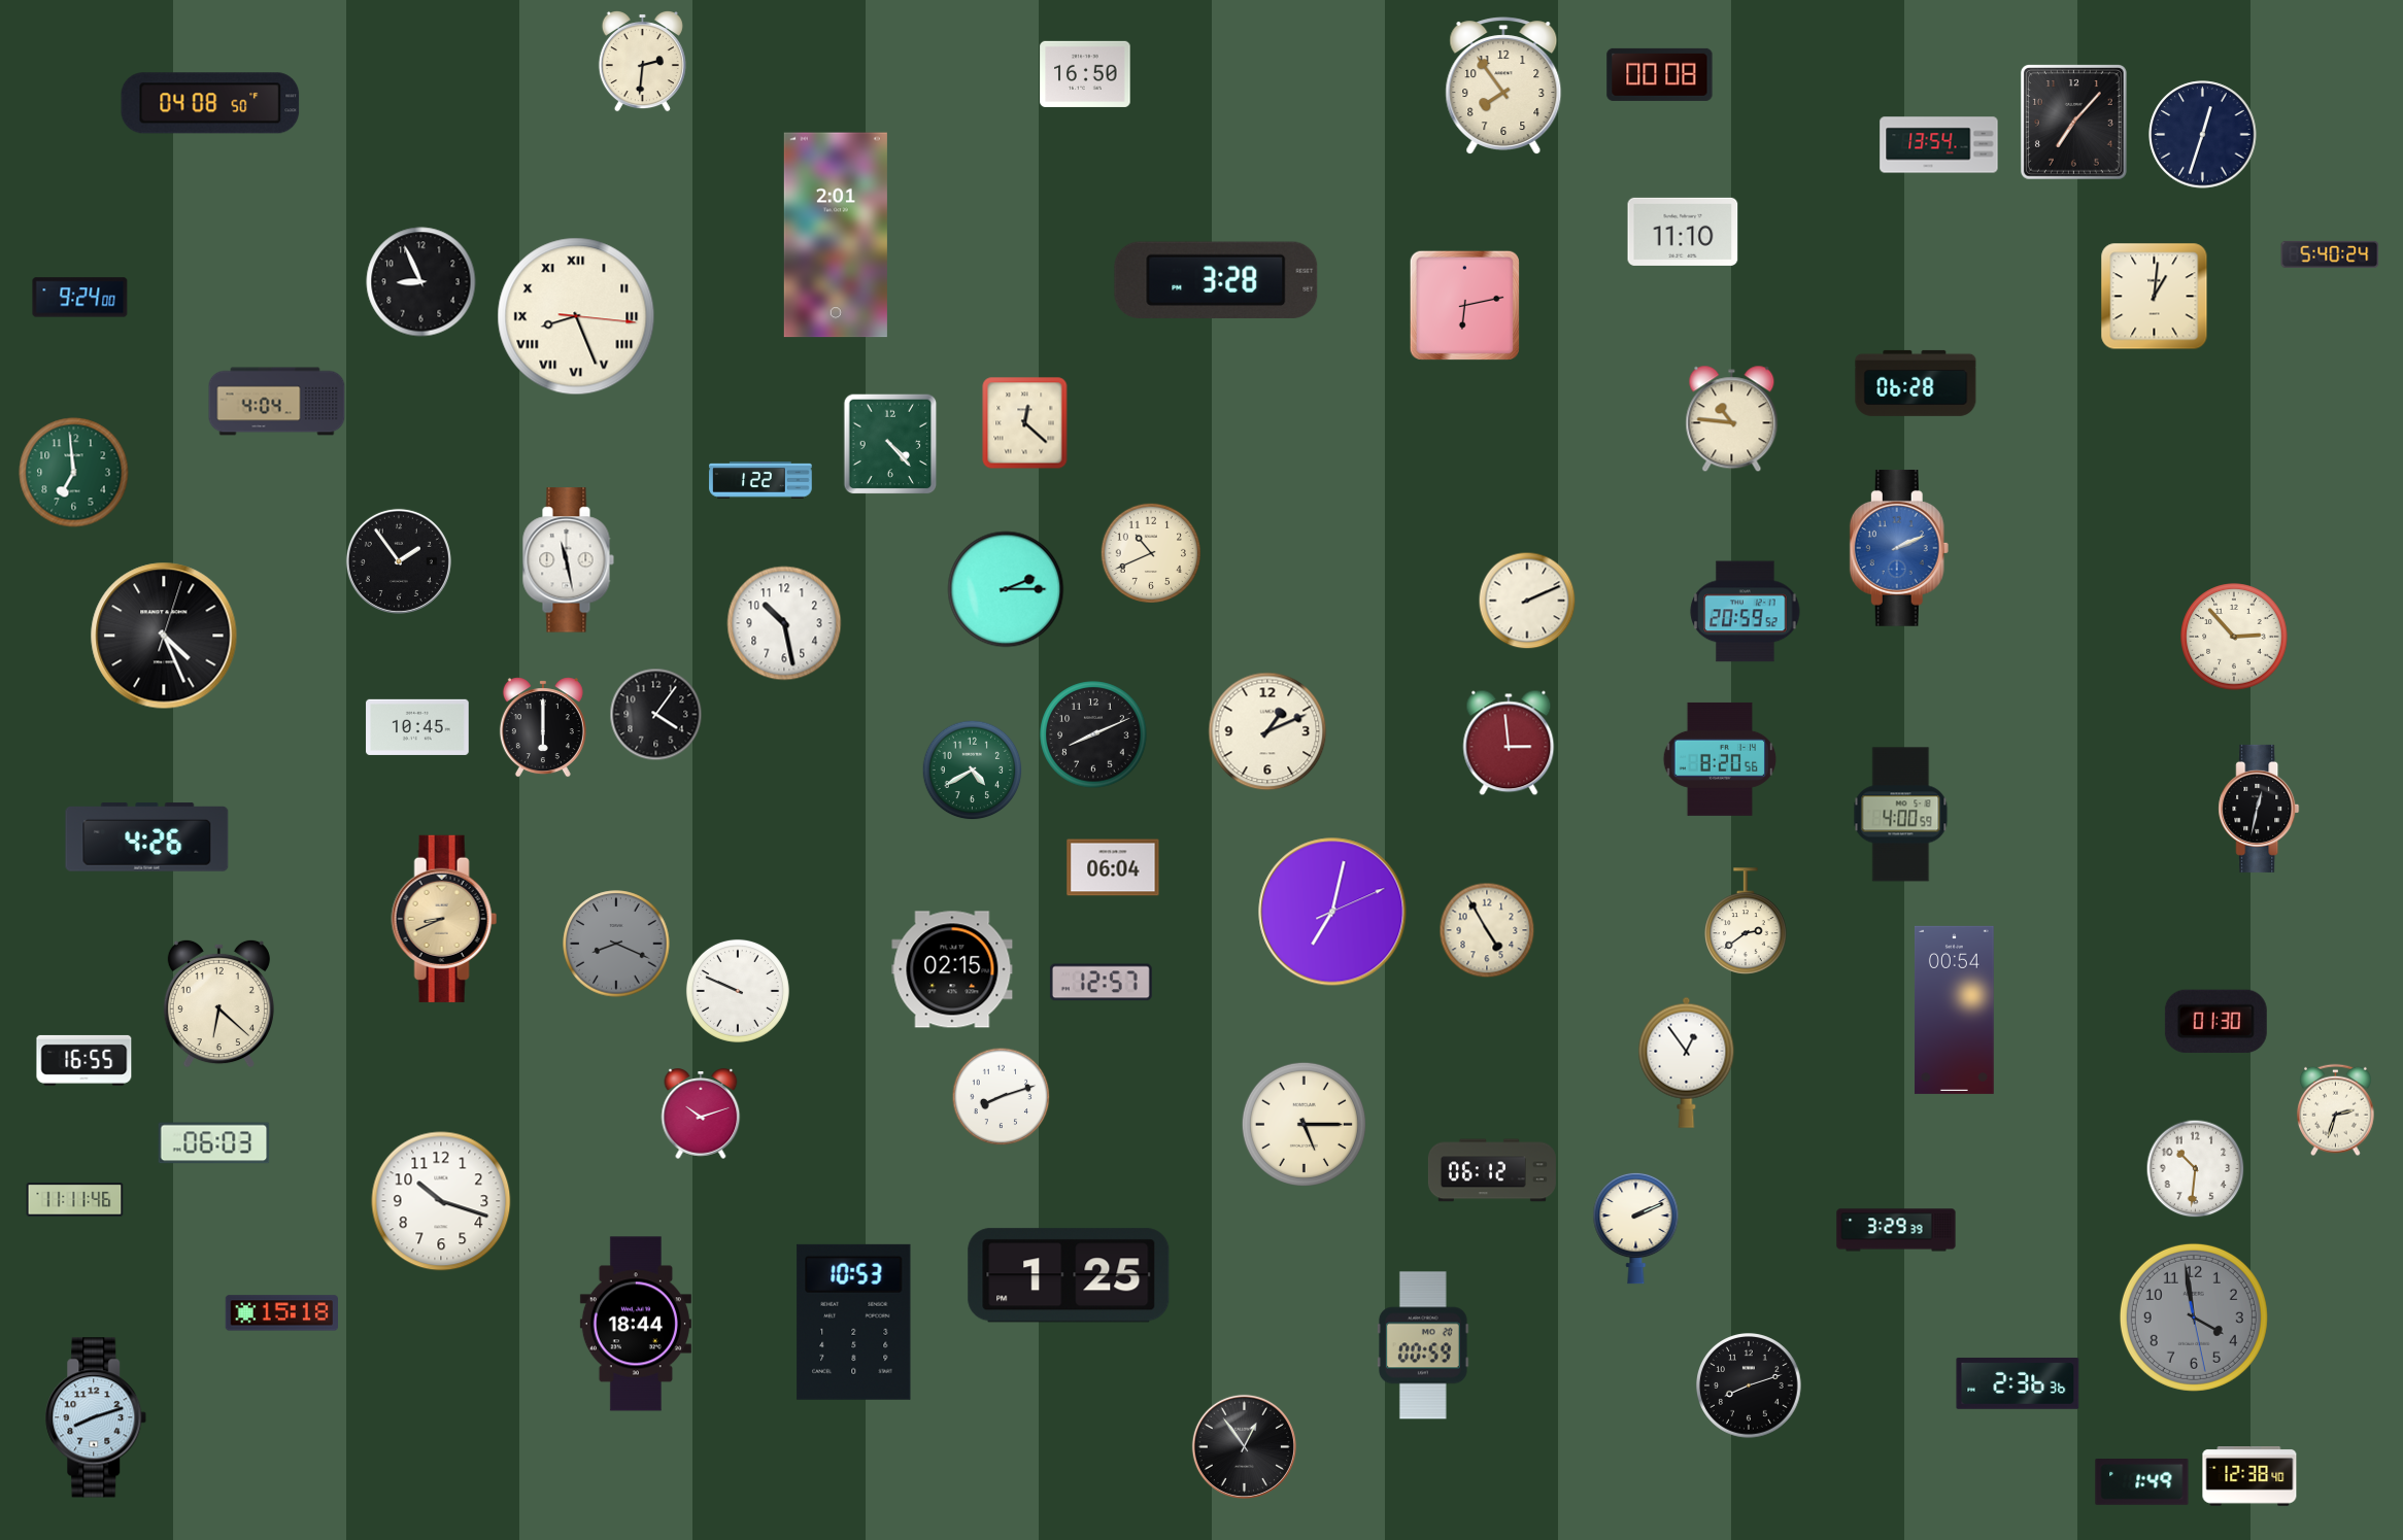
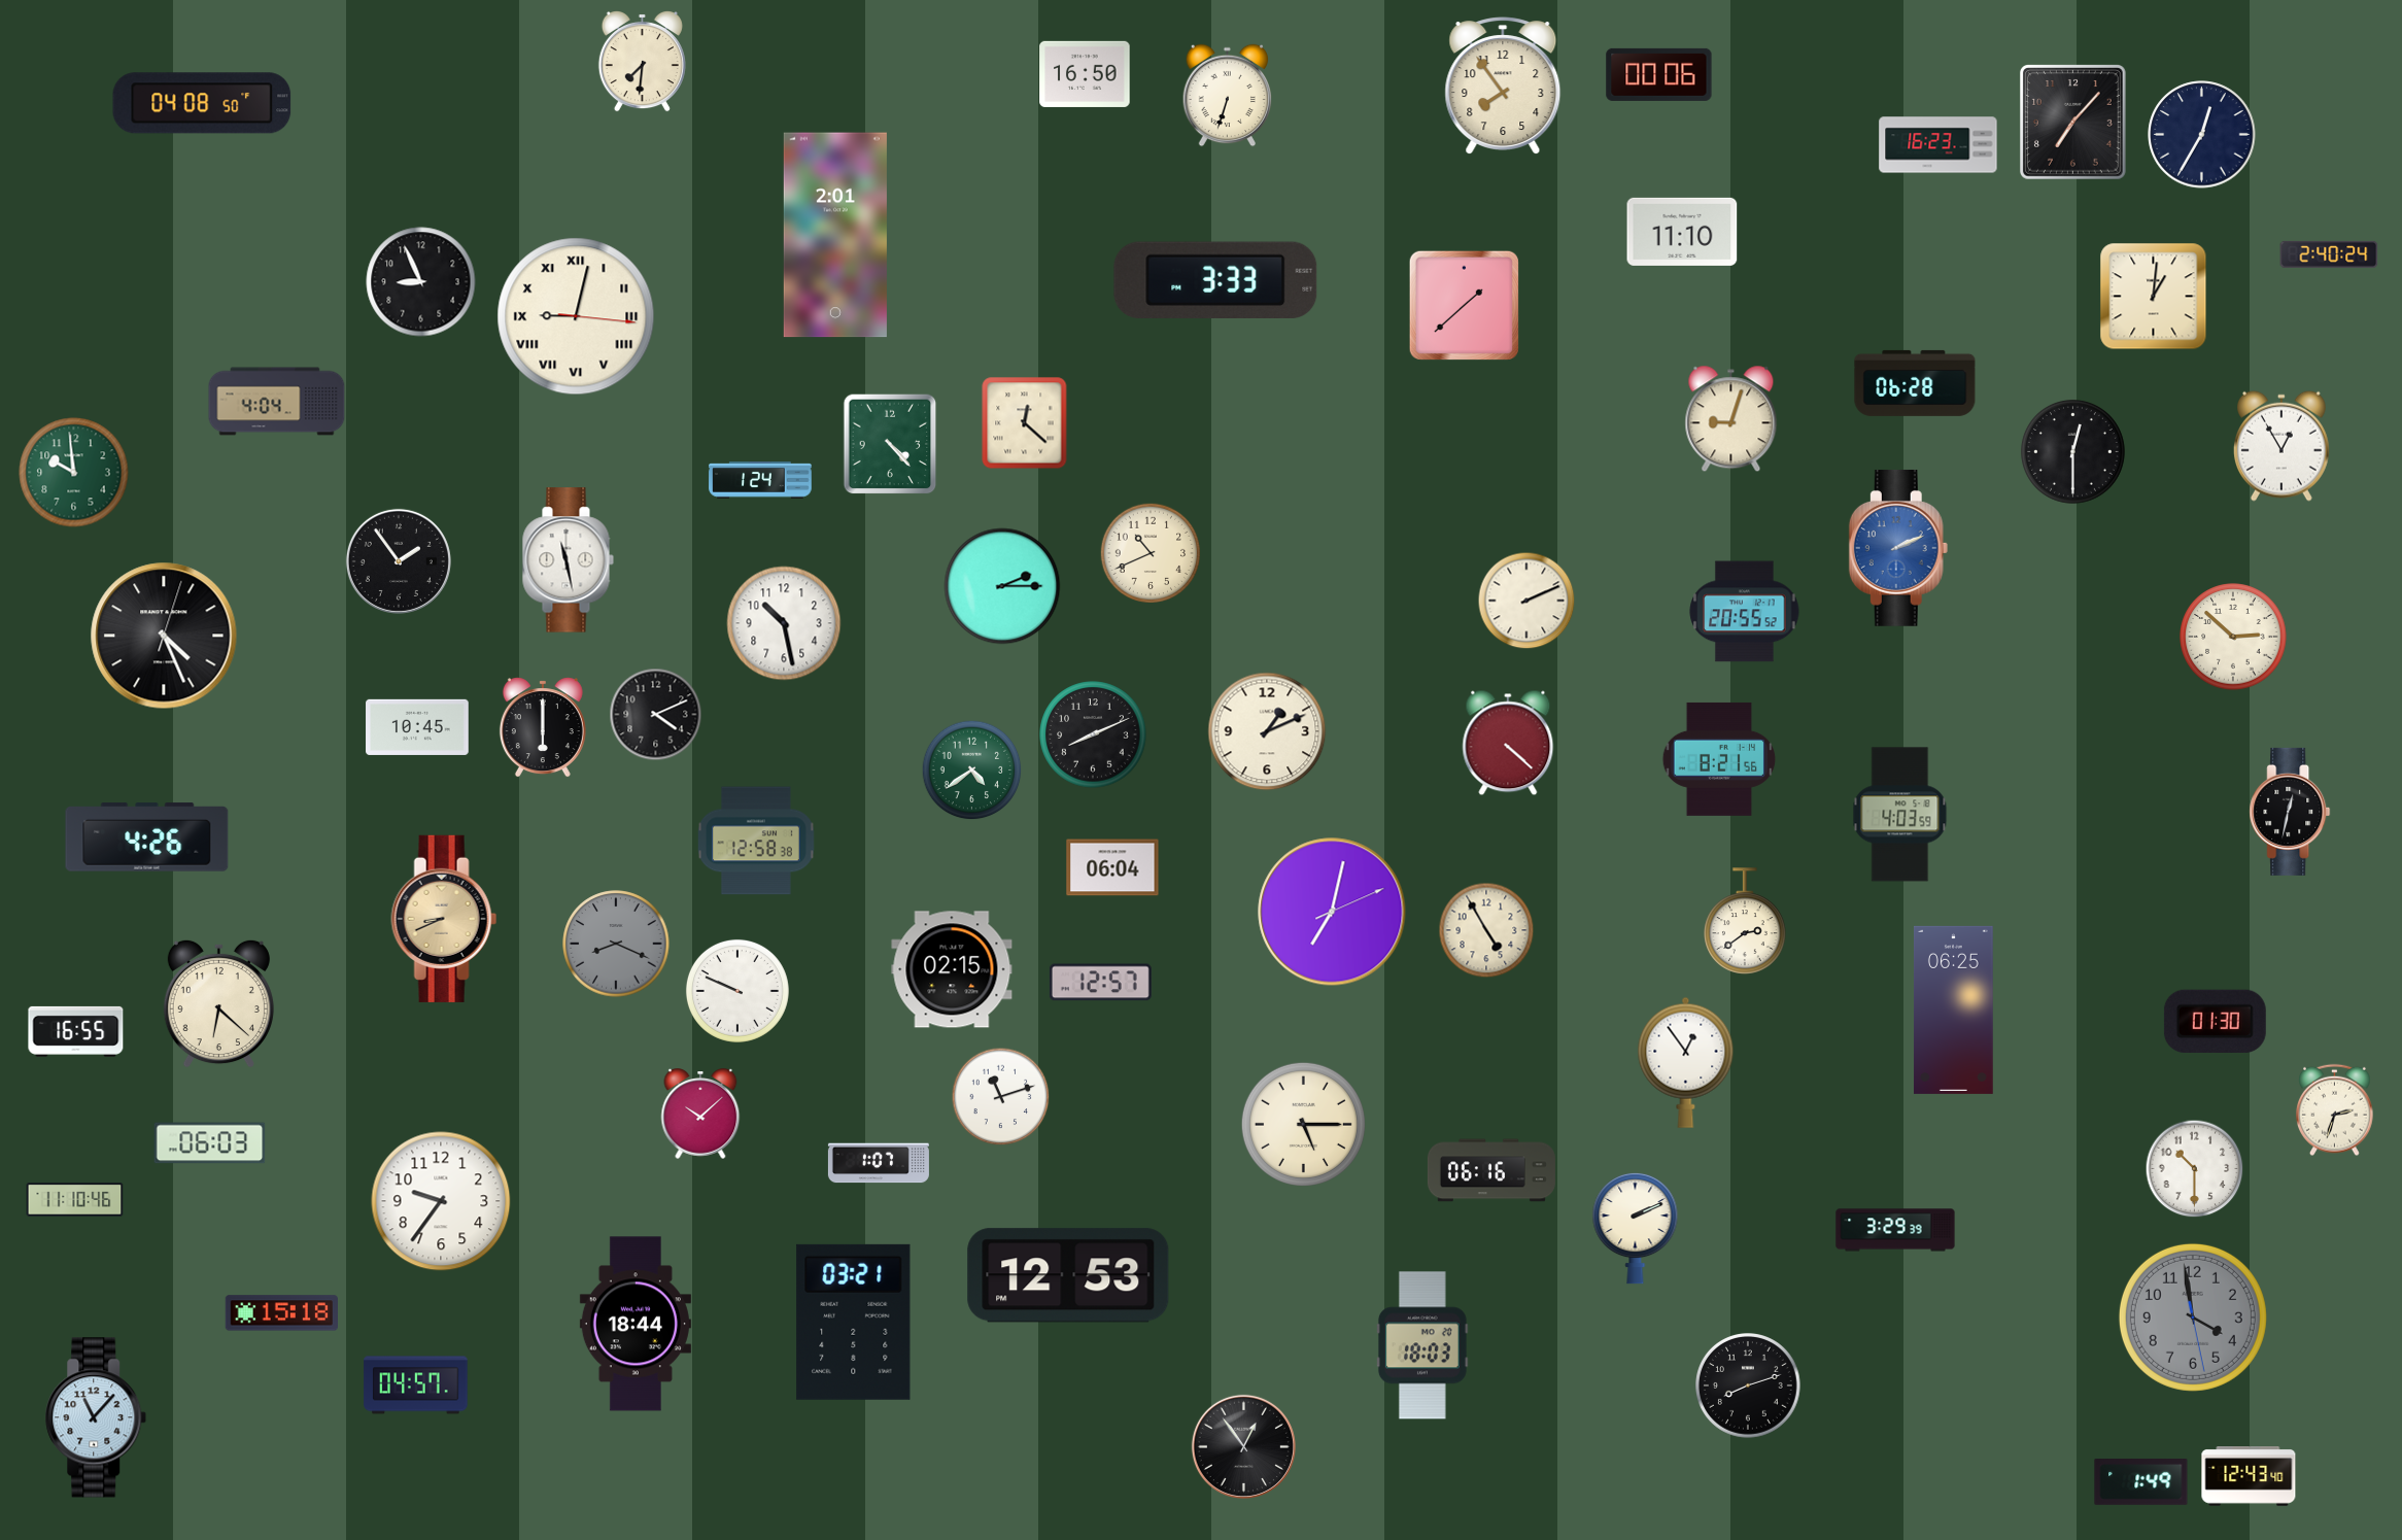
clock at (642, 61): 2:31 -> 7:31
clock at (1660, 74): 00:08 -> 00:06
clock at (1228, 96): none -> 6:33
clock at (210, 103) position: (210, 103) -> (202, 103)
clock at (2203, 135): 12:33 -> 12:35
clock at (1939, 145): 13:54 -> 16:23
clock at (2330, 254): 5:40 -> 2:40
clock at (1216, 280): 3:28 -> 3:33
clock at (80, 298): 9:24 -> none
clock at (1464, 305): 6:13 -> 1:38
clock at (576, 316): 8:26 -> 9:02
clock at (1732, 419): 10:46 -> 9:03
clock at (2281, 446): none -> 12:55
clock at (2072, 451): none -> 12:30
clock at (74, 473): 6:59 -> 9:59
clock at (760, 480): 1:22 -> 1:24
clock at (1006, 589) position: (1006, 589) -> (1002, 586)
clock at (1746, 612): 20:59 -> 20:55
clock at (2234, 637): 2:53 -> 2:52
clock at (656, 715): 4:06 -> 4:11
clock at (1509, 743): 2:59 -> 4:22
clock at (1720, 759): 8:20 -> 8:21
clock at (973, 771): 4:40 -> 4:39
clock at (2259, 809) position: (2259, 809) -> (2290, 812)
clock at (1901, 815): 4:00 -> 4:03
clock at (756, 841): none -> 12:58
clock at (1955, 1009): 00:54 -> 06:25
clock at (84, 1060) position: (84, 1060) -> (76, 1031)
clock at (1002, 1097): 8:12 -> 11:12
clock at (701, 1114): 10:12 -> 10:08
clock at (214, 1143) position: (214, 1143) -> (210, 1143)
clock at (879, 1163): none -> 1:07
clock at (2196, 1169): 10:31 -> 10:30
clock at (1492, 1170): 06:12 -> 06:16
clock at (75, 1200): 11:11 -> 11:10
clock at (441, 1201): 10:18 -> 9:36
clock at (1069, 1275): 1:25 -> 12:53
clock at (854, 1322): 10:53 -> 03:21
clock at (1423, 1345): 00:59 -> 18:03
clock at (2018, 1383): 2:36 -> none
clock at (416, 1385): none -> 04:57
clock at (96, 1417): 8:12 -> 11:07
clock at (2249, 1477): 12:38 -> 12:43
